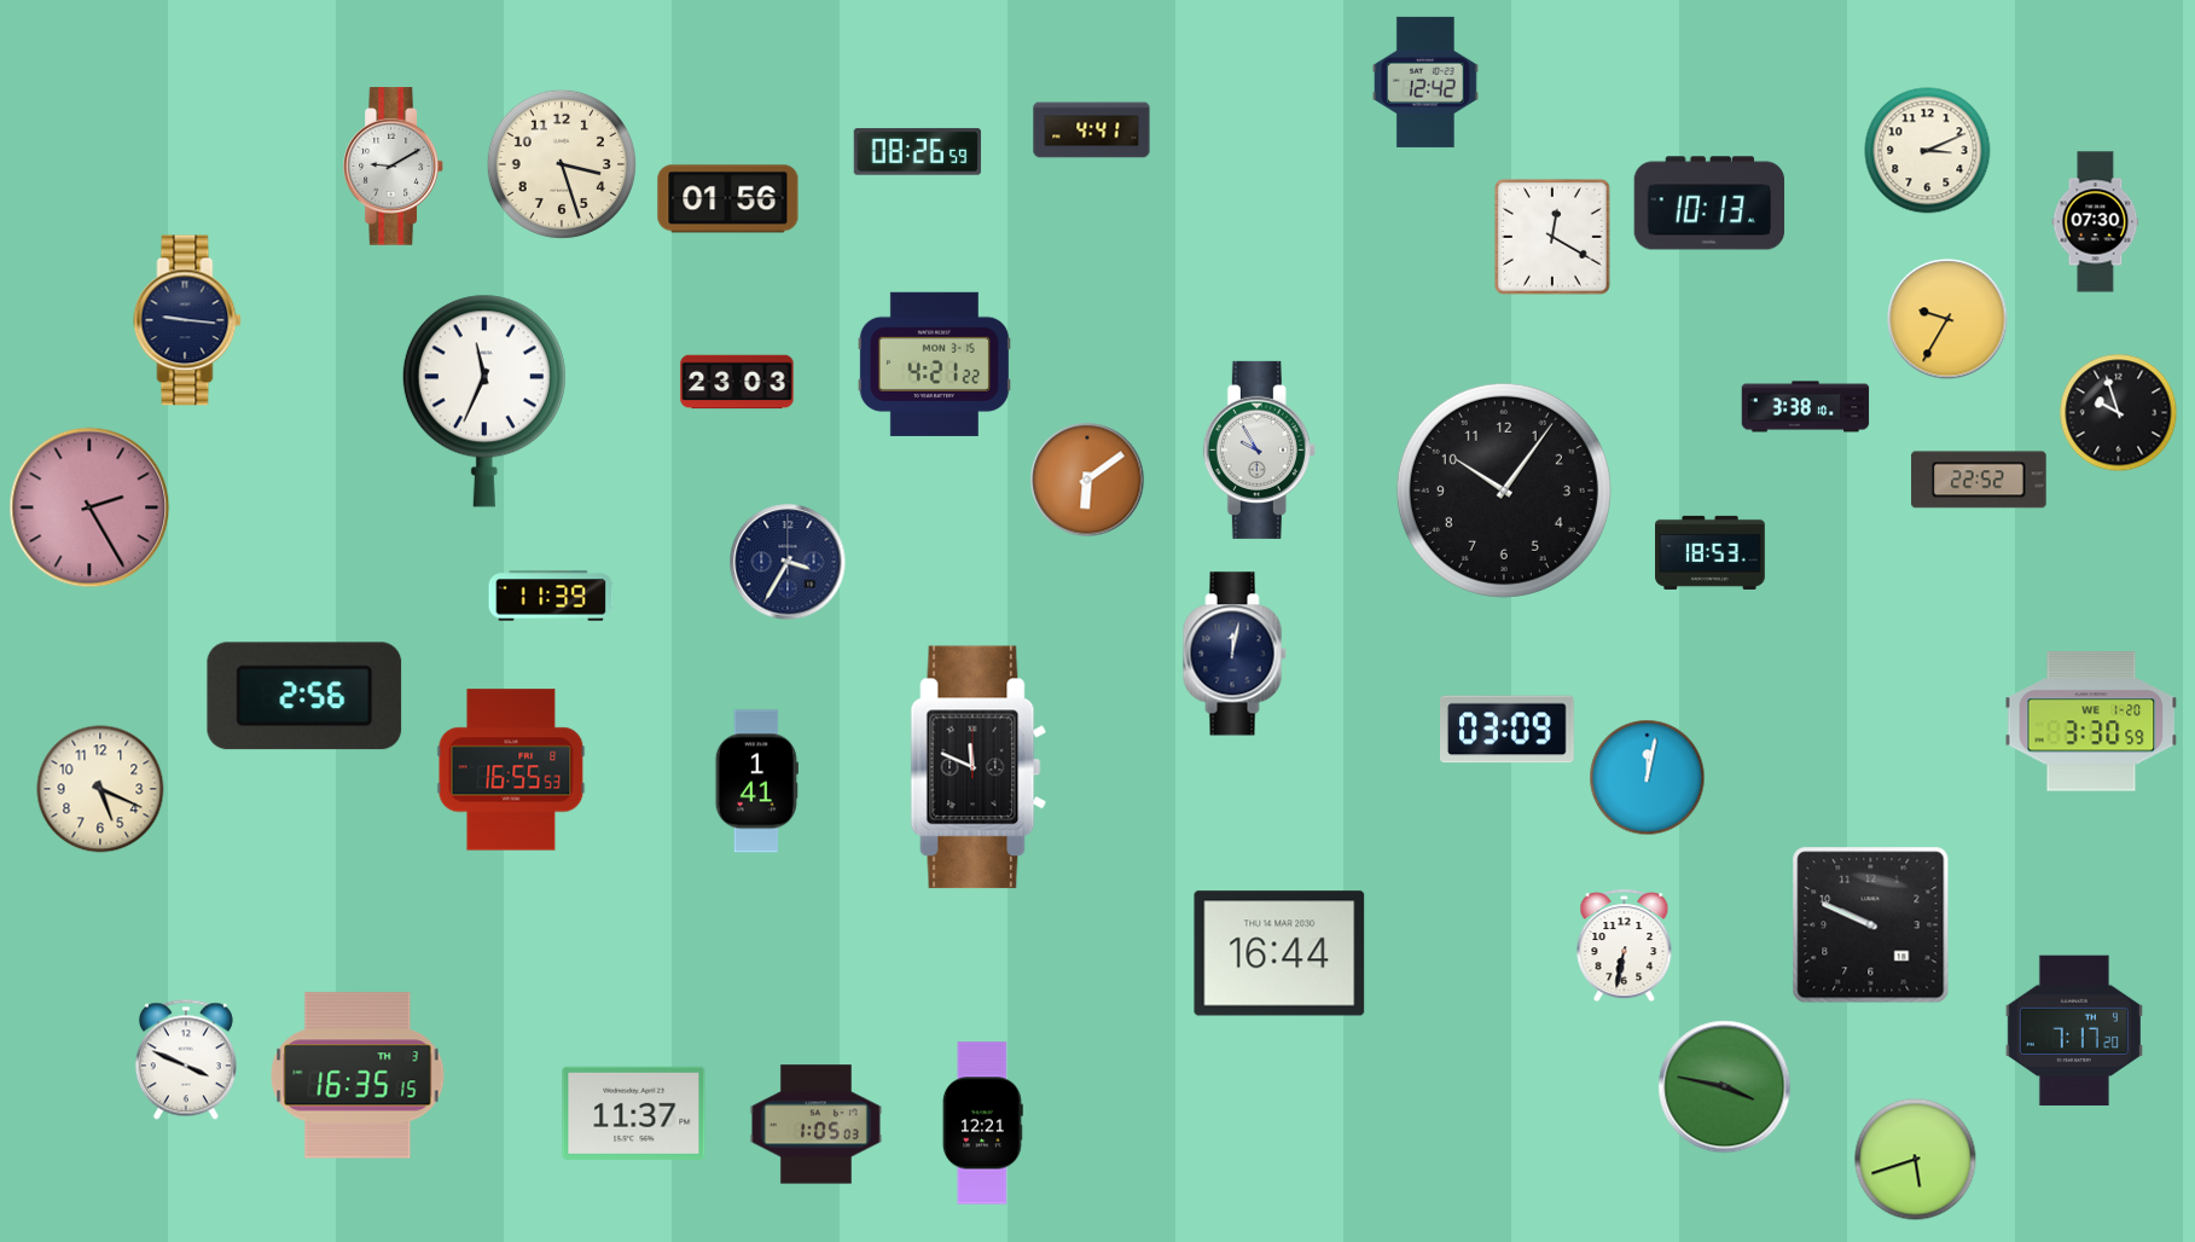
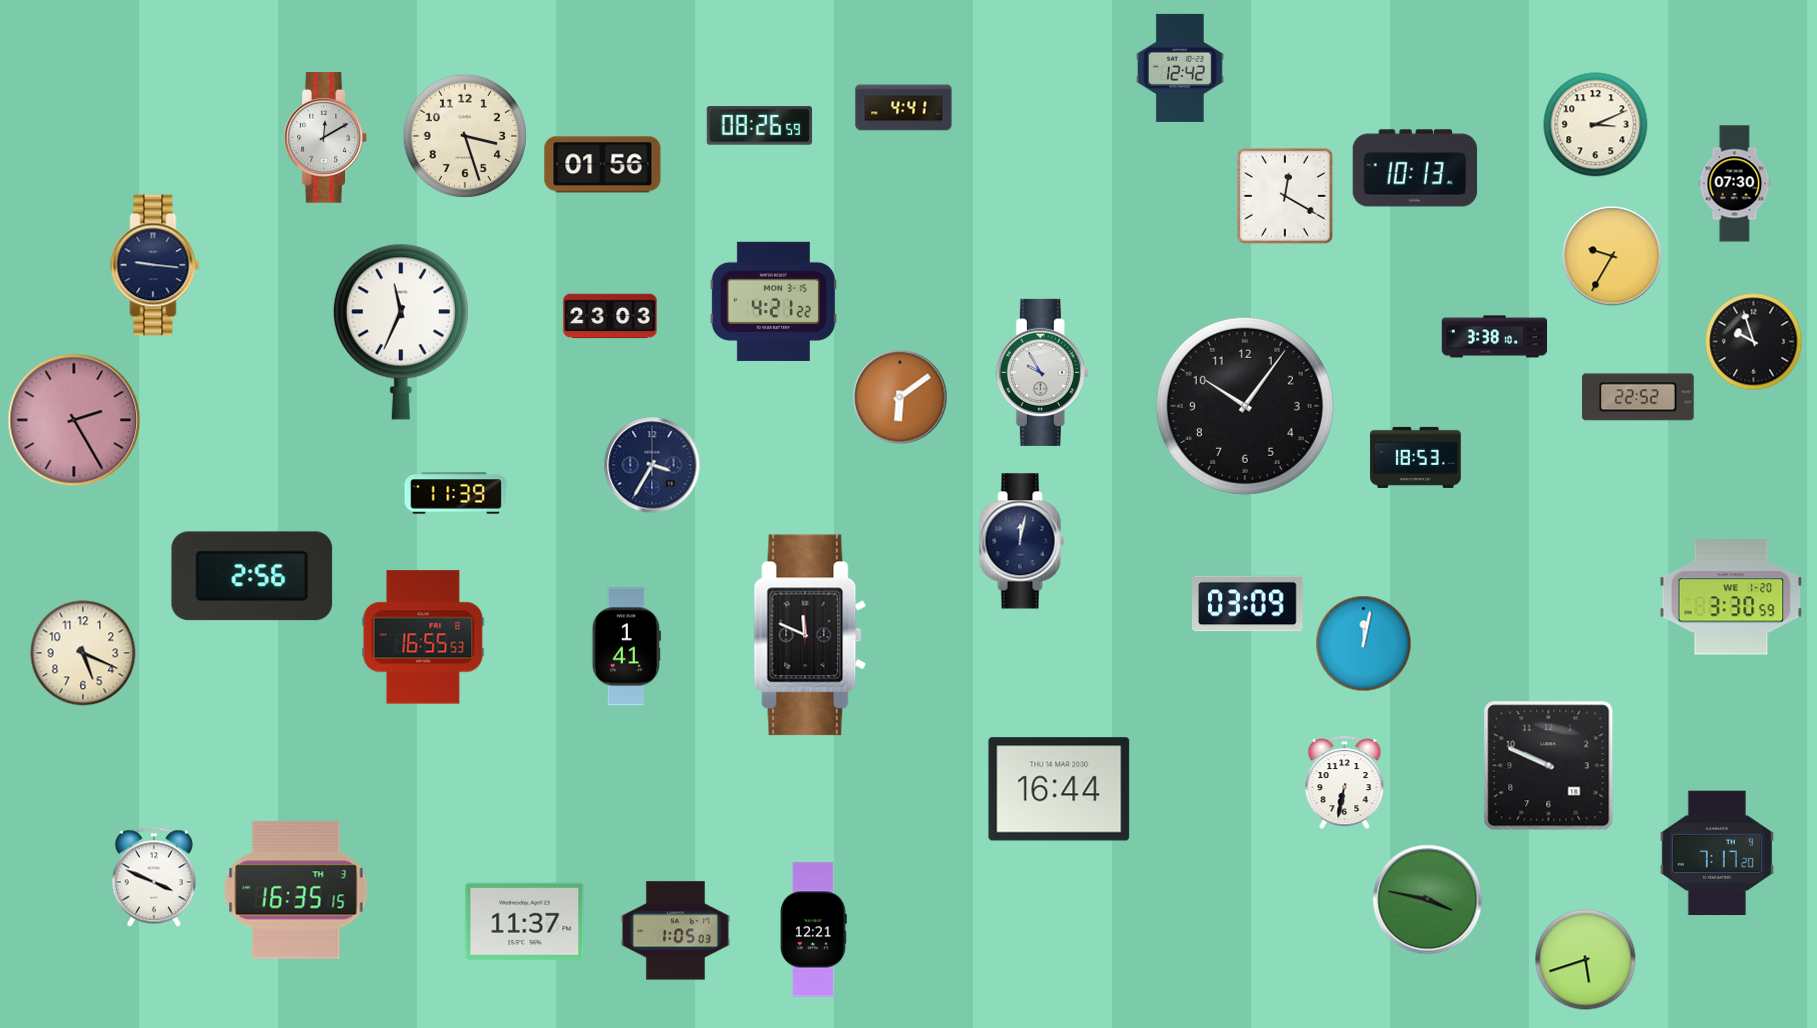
clock at (393, 167): 9:10 -> 12:10
clock at (1947, 319) position: (1947, 319) -> (1612, 256)
